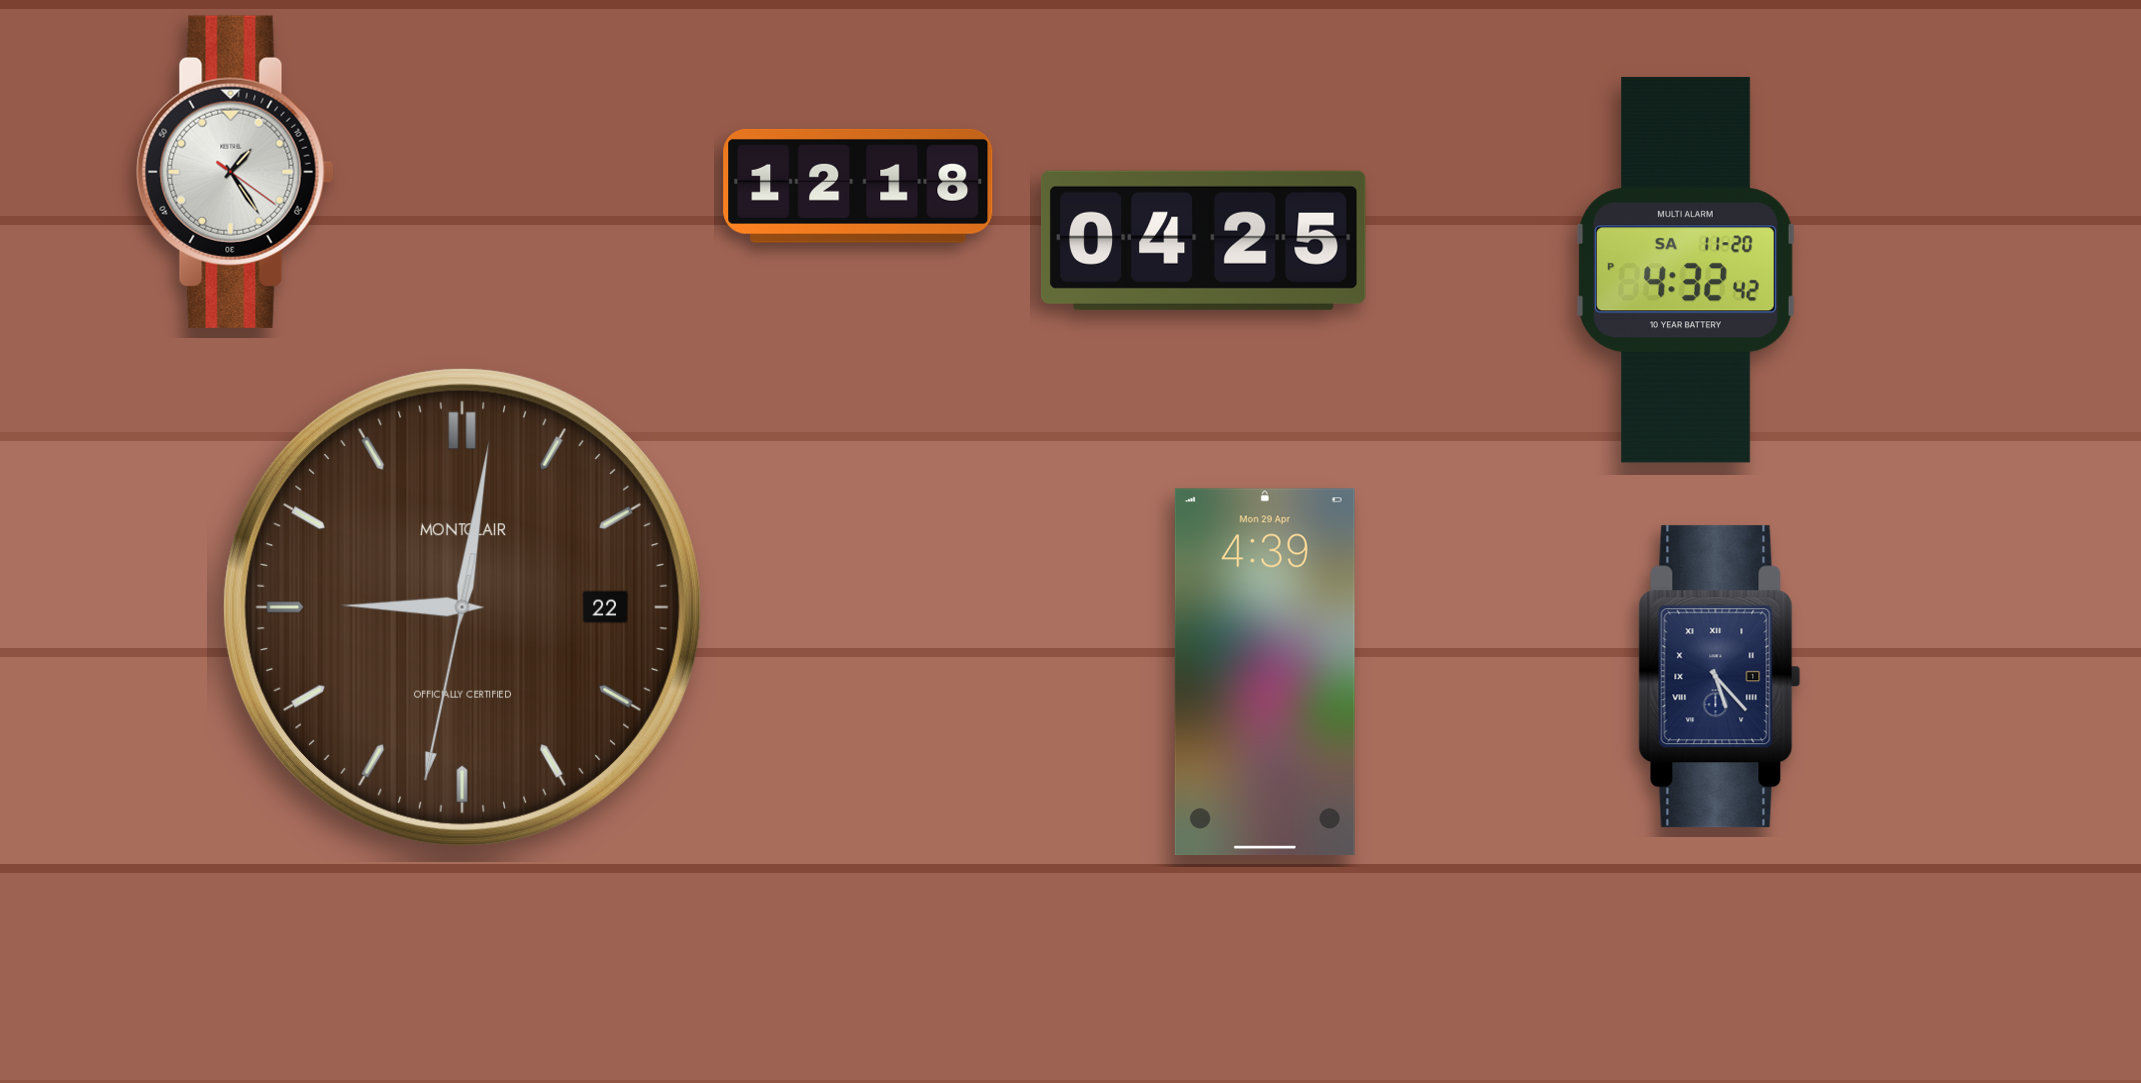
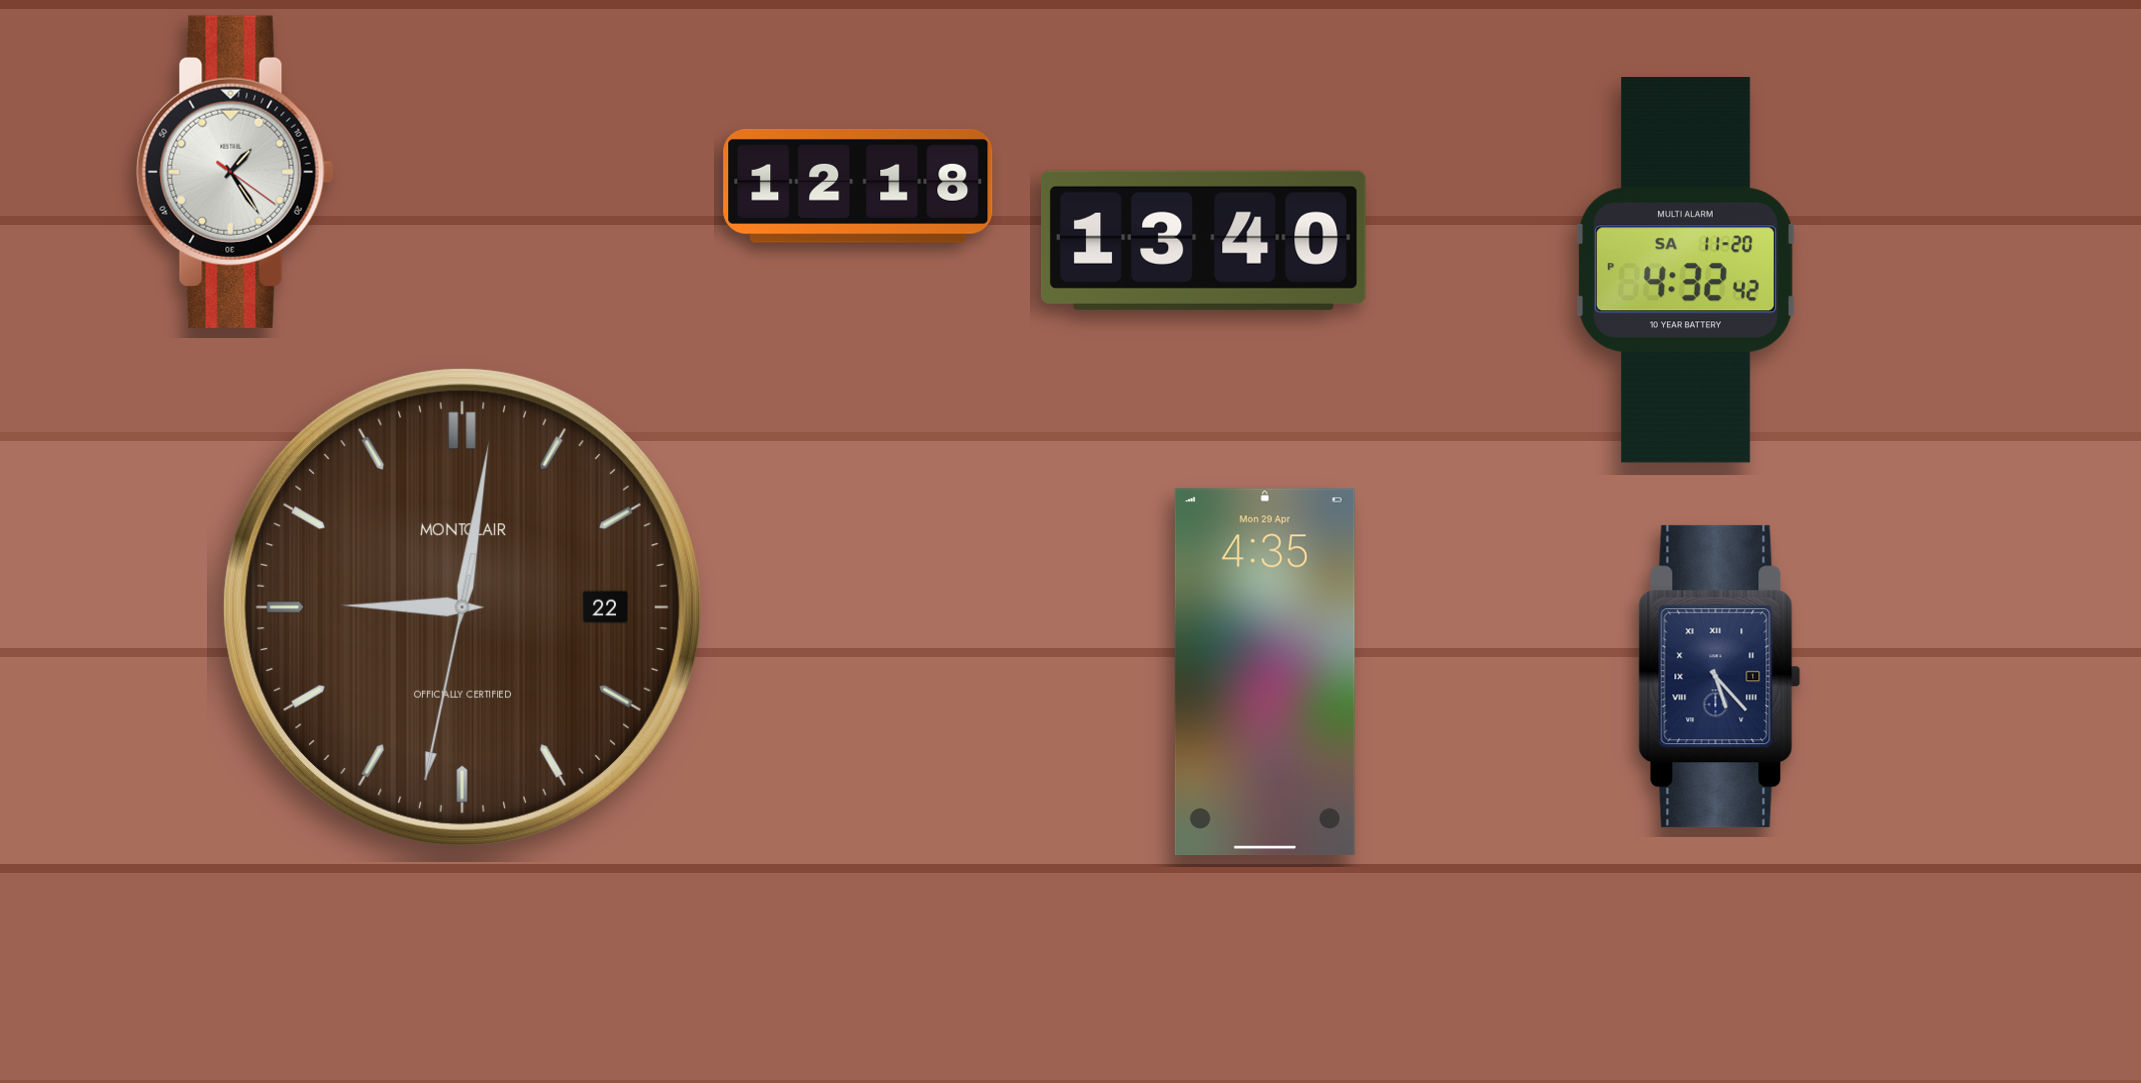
clock at (1203, 240): 04:25 -> 13:40
clock at (1265, 672): 4:39 -> 4:35
